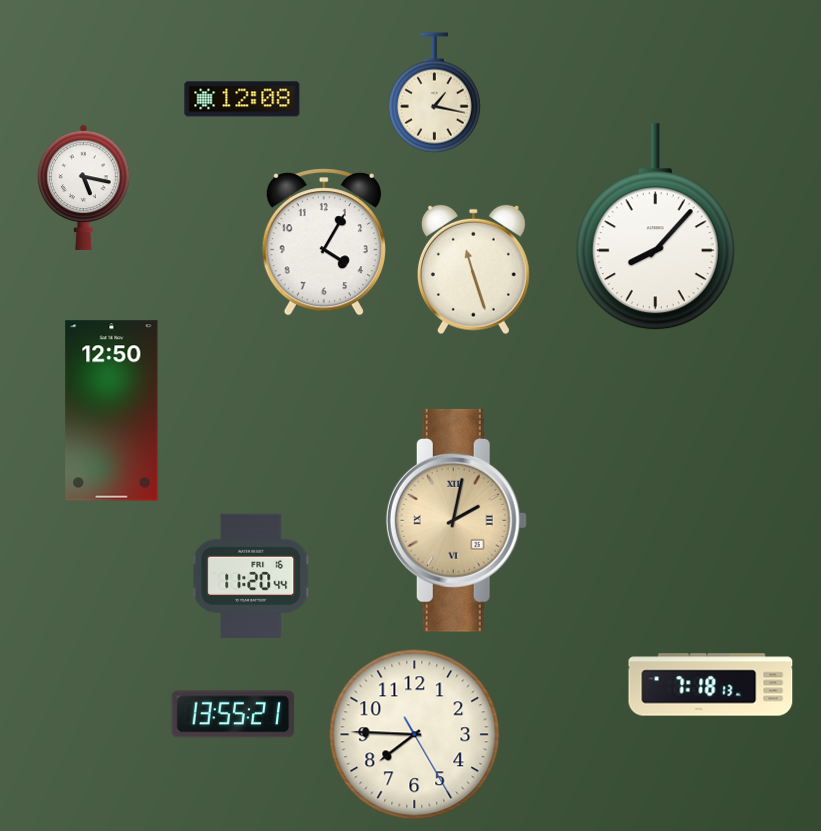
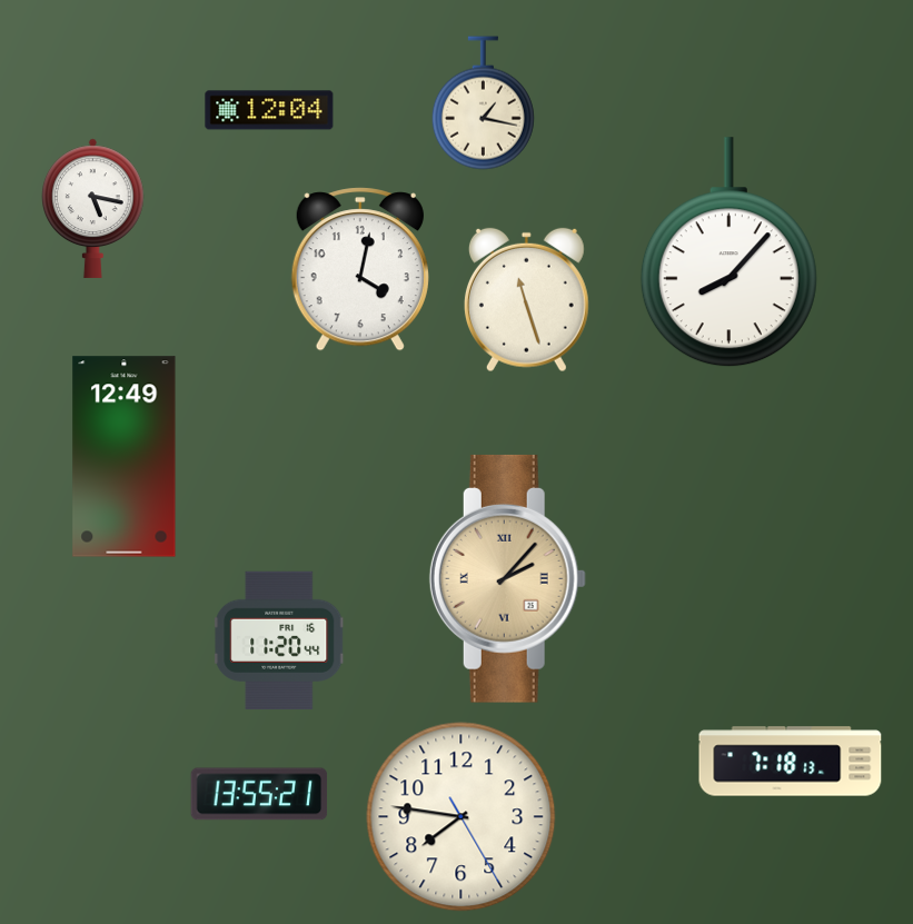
clock at (242, 99): 12:08 -> 12:04
clock at (324, 242): 4:05 -> 4:02
clock at (112, 411): 12:50 -> 12:49
clock at (456, 520): 2:02 -> 2:07
clock at (415, 735): 7:45 -> 7:46
